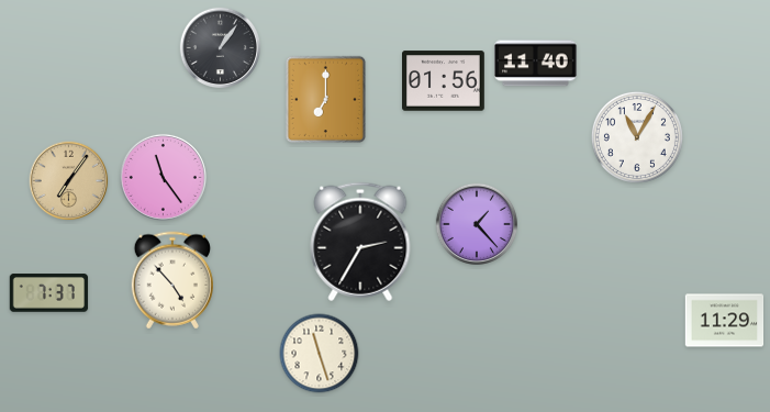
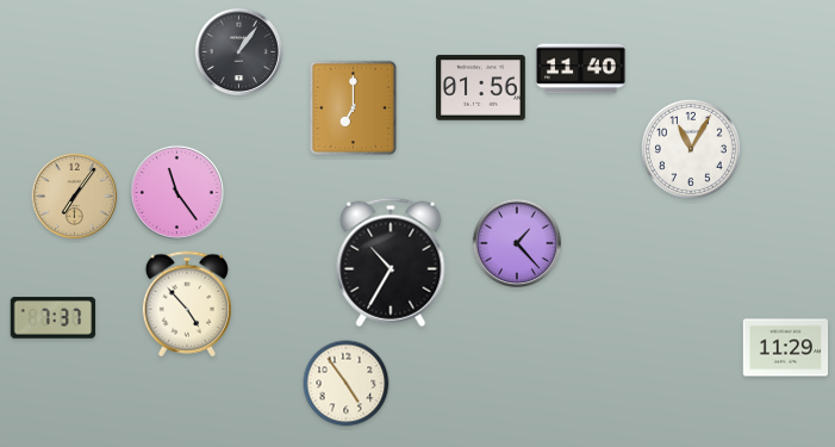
clock at (360, 242): 2:35 -> 10:35
clock at (320, 354): 11:27 -> 4:54
